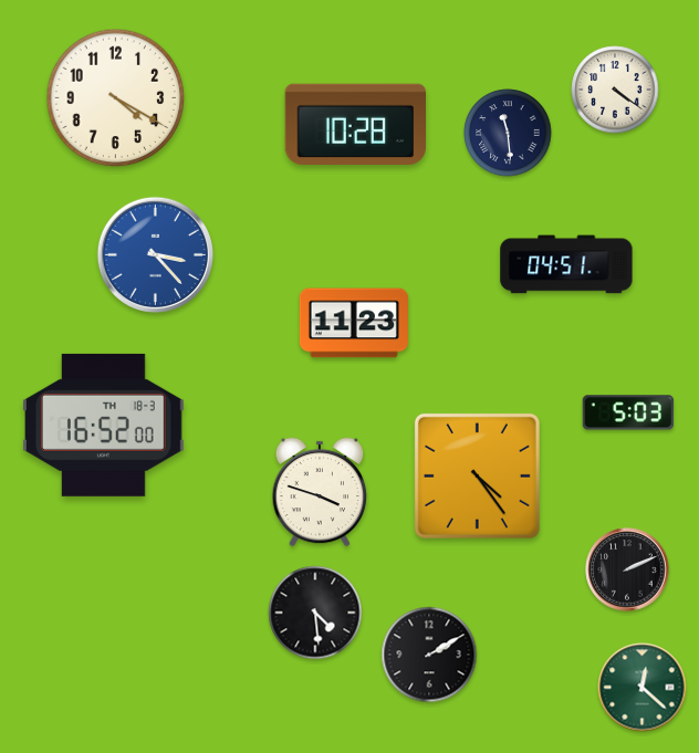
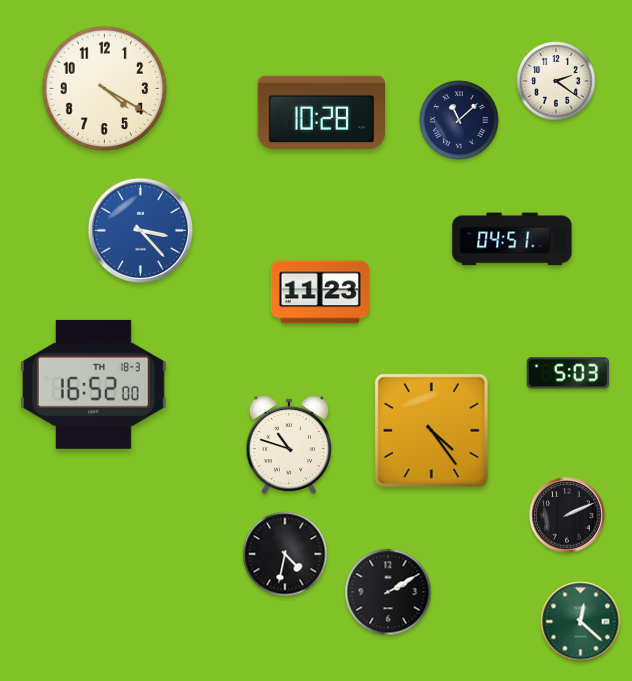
clock at (615, 90): 4:21 -> 2:21
clock at (508, 133): 11:29 -> 11:08
clock at (320, 492): 3:48 -> 10:48
clock at (315, 613): 4:29 -> 4:32
